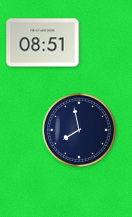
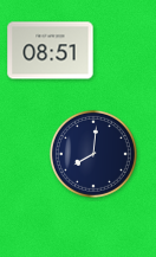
clock at (79, 130): 7:58 -> 8:01
